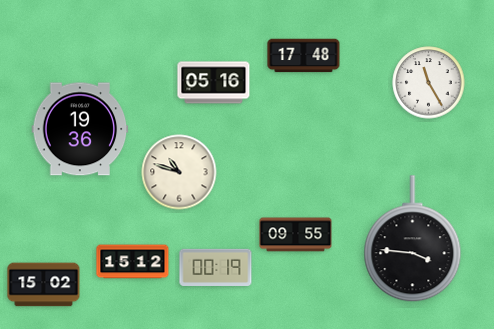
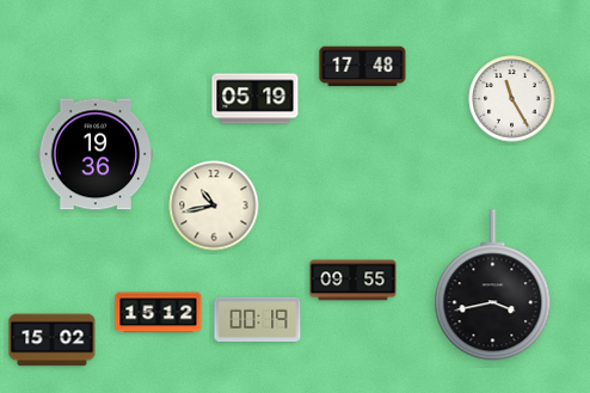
clock at (214, 83): 05:16 -> 05:19
clock at (179, 172): 10:48 -> 10:43
clock at (413, 239): 3:46 -> 3:43
